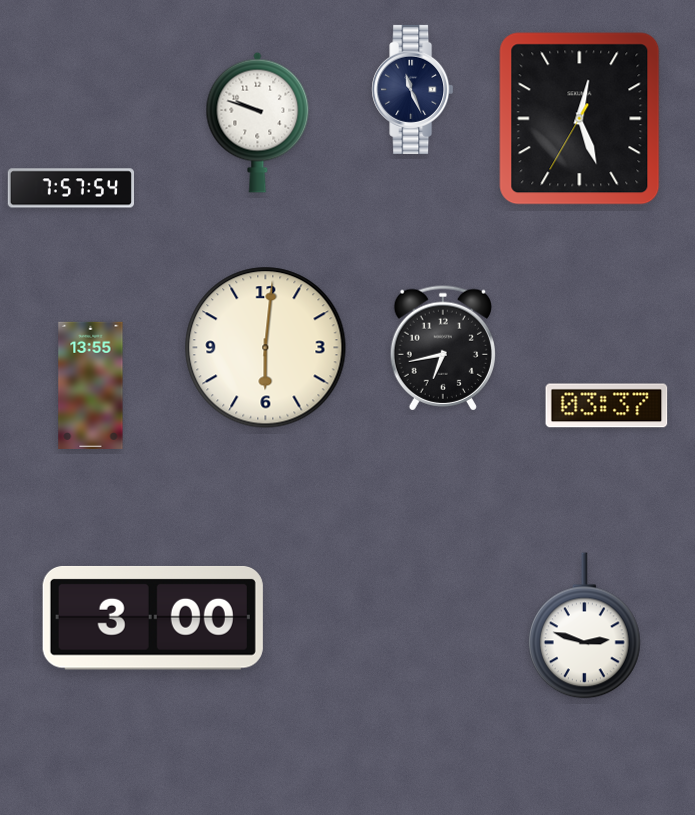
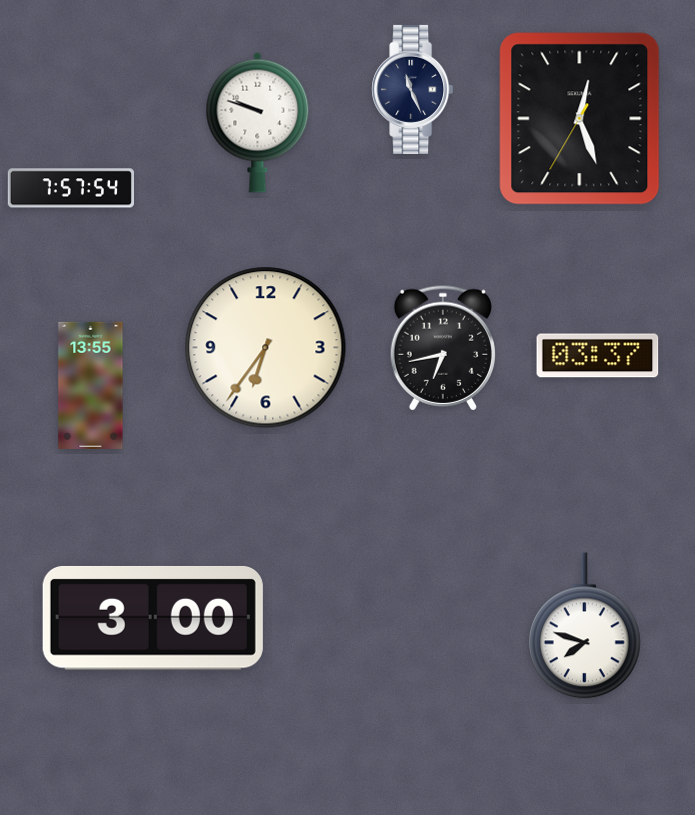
clock at (266, 348): 6:01 -> 6:36
clock at (607, 406) position: (607, 406) -> (598, 356)
clock at (584, 626): 2:48 -> 7:48
